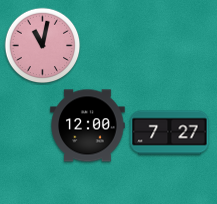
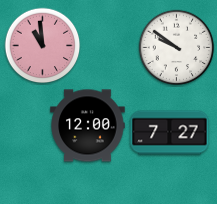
clock at (43, 46): 11:02 -> 10:59
clock at (177, 48): none -> 9:51
